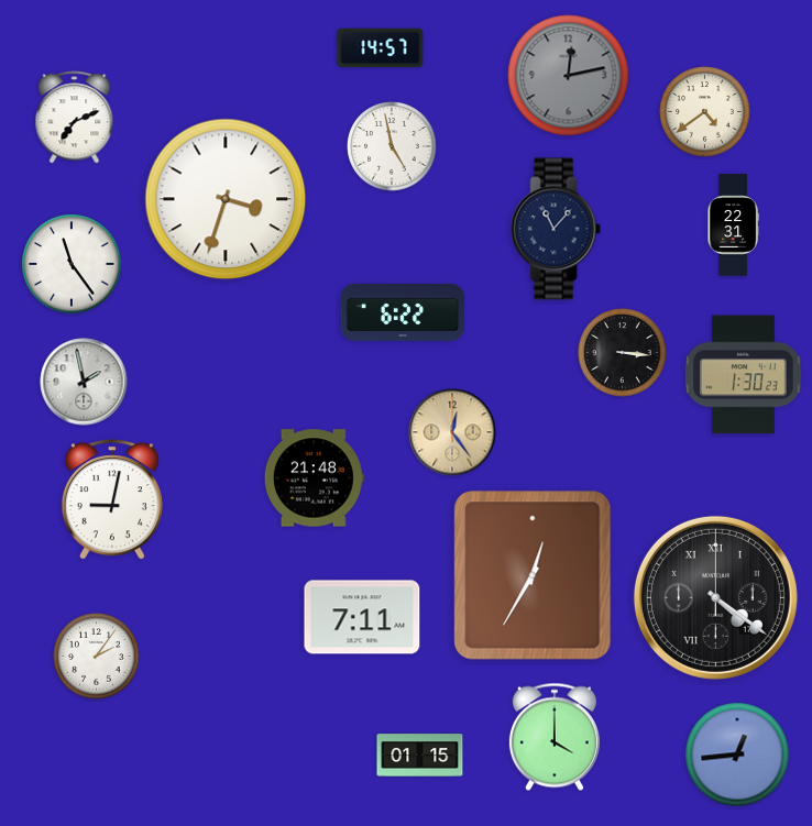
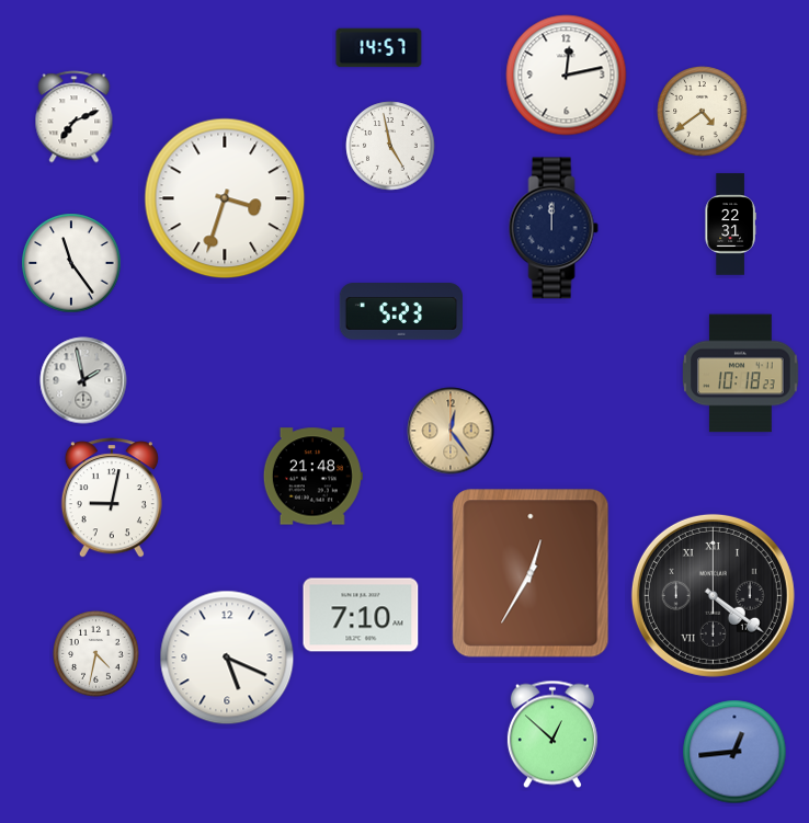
clock at (569, 76) dial: grey -> white
clock at (556, 229): 11:07 -> 12:00
clock at (402, 313): 6:22 -> 5:23
clock at (623, 353): 3:16 -> none
clock at (744, 375): 1:30 -> 10:18
clock at (362, 617): 7:11 -> 7:10
clock at (97, 657): 2:06 -> 4:32
clock at (227, 658): none -> 5:19
clock at (555, 737): 4:00 -> 12:52
clock at (420, 756): 01:15 -> none
